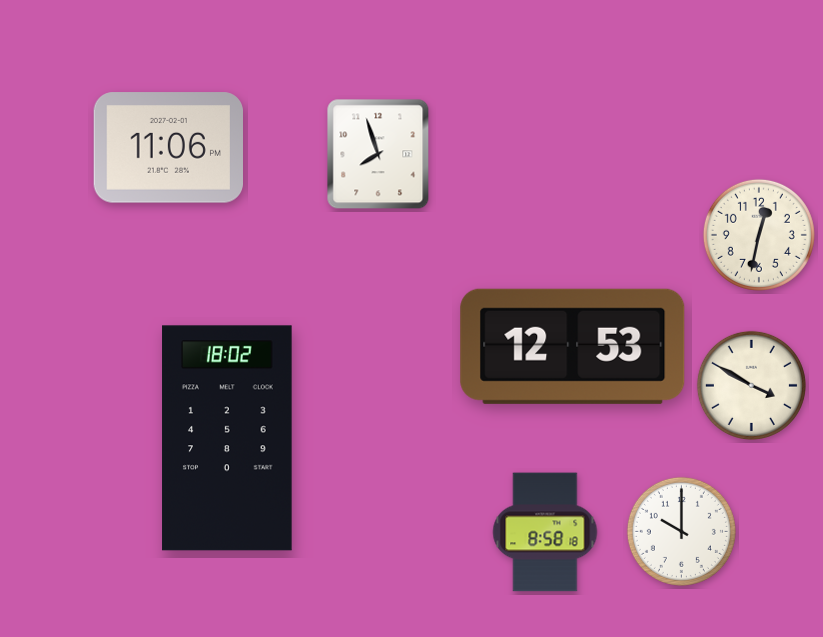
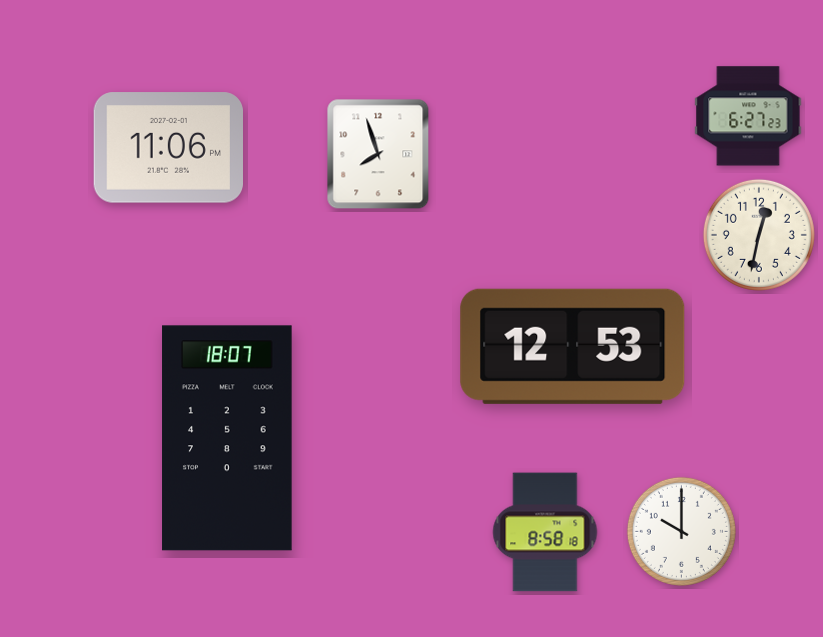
clock at (748, 116): none -> 6:27
clock at (751, 385): 3:50 -> none
clock at (227, 438): 18:02 -> 18:07
